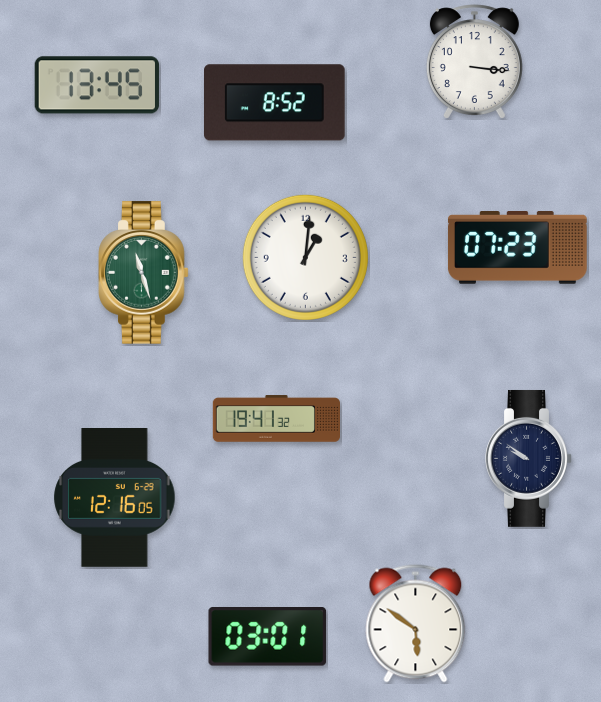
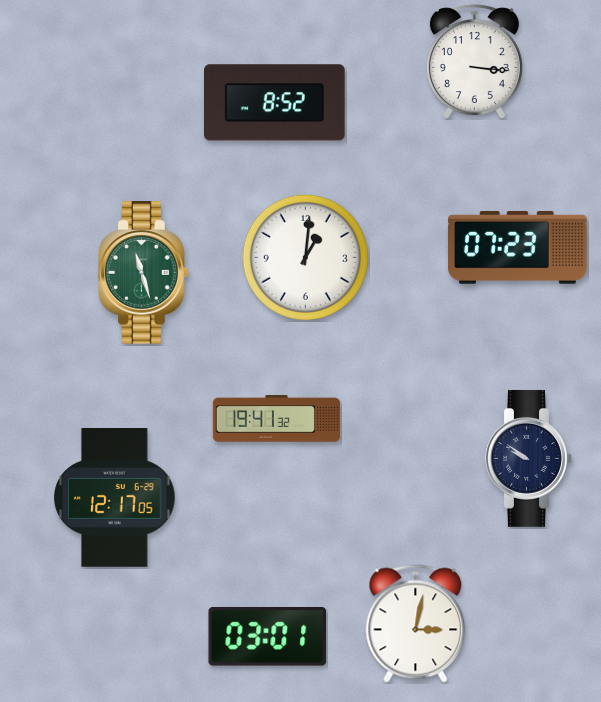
clock at (97, 85): 13:45 -> none
clock at (115, 498): 12:16 -> 12:17
clock at (416, 624): 5:51 -> 3:02
